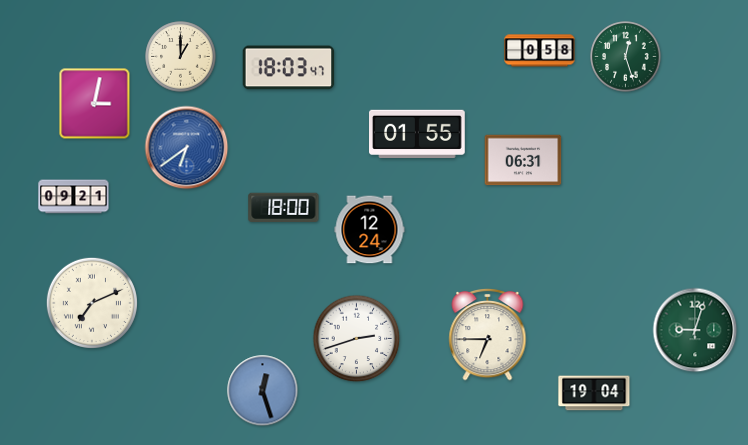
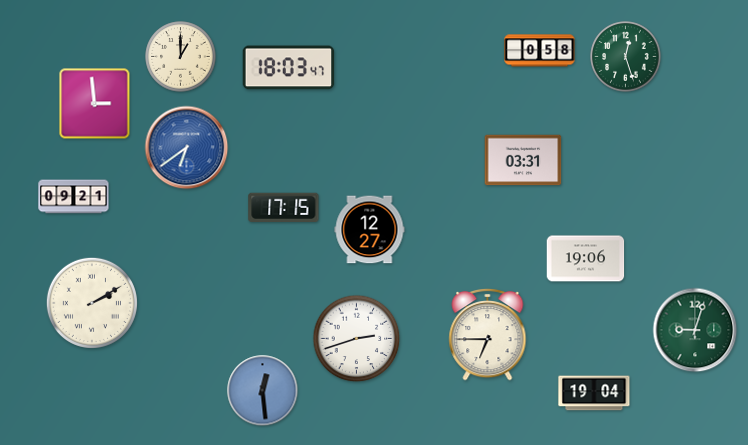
clock at (95, 104): 3:02 -> 2:59
clock at (418, 133): 01:55 -> none
clock at (523, 160): 06:31 -> 03:31
clock at (284, 207): 18:00 -> 17:15
clock at (370, 230): 12:24 -> 12:27
clock at (586, 259): none -> 19:06
clock at (92, 303): 7:11 -> 2:10
clock at (263, 391): 12:27 -> 12:29
